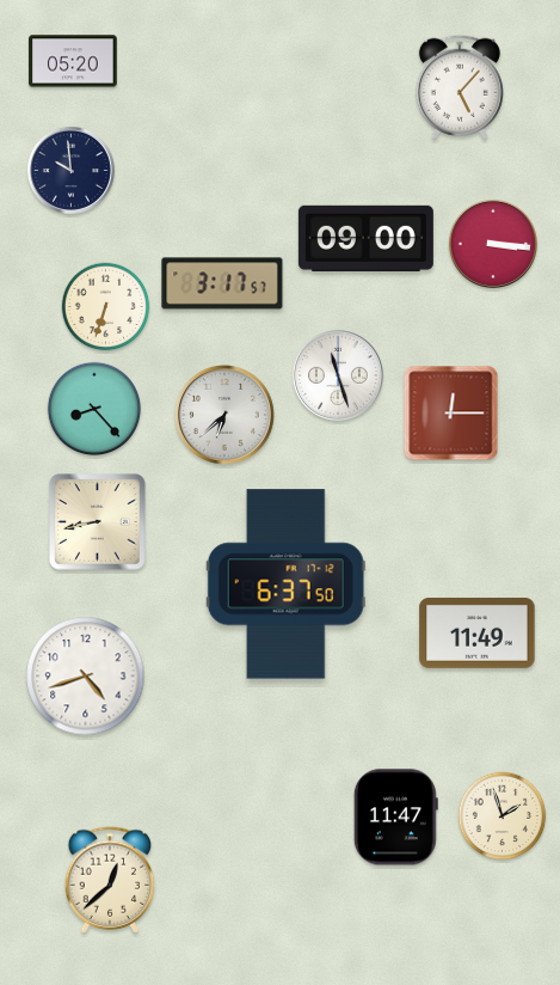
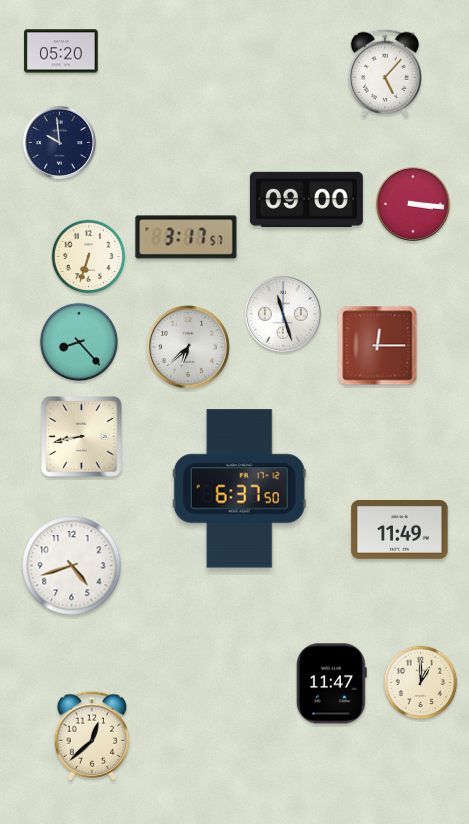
clock at (503, 816): 1:57 -> 1:00
